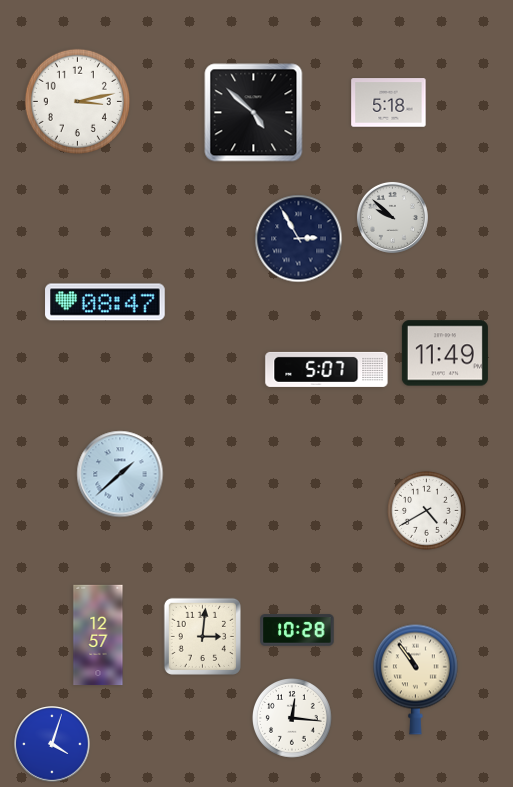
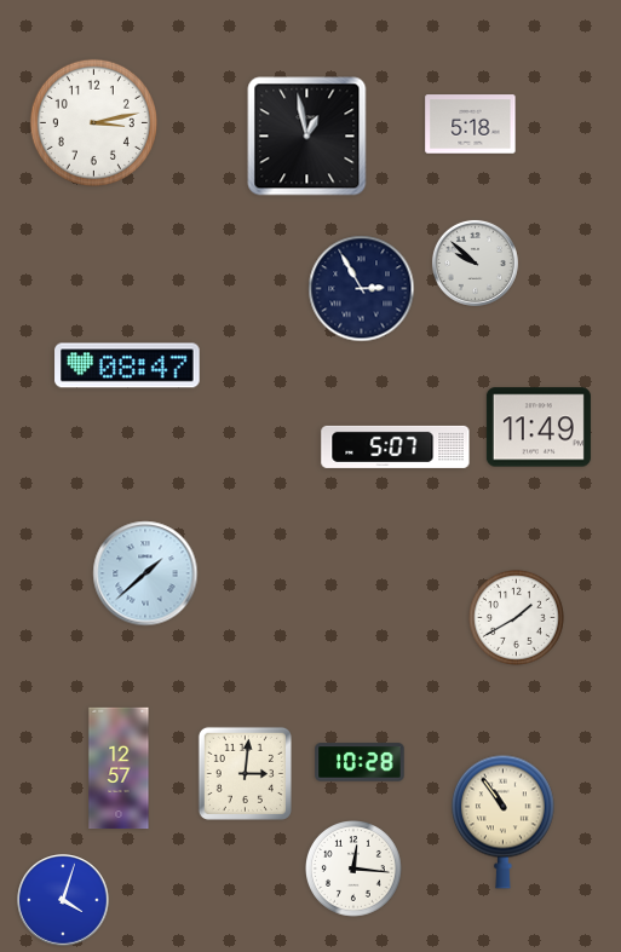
clock at (254, 113): 4:52 -> 12:58
clock at (426, 510): 4:40 -> 1:40
clock at (202, 636) position: (202, 636) -> (245, 773)
